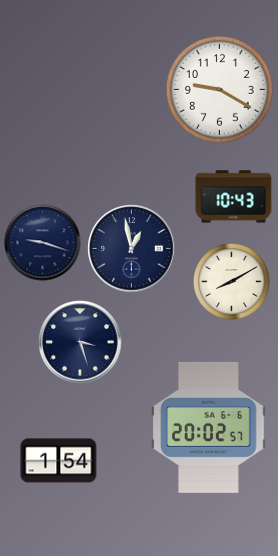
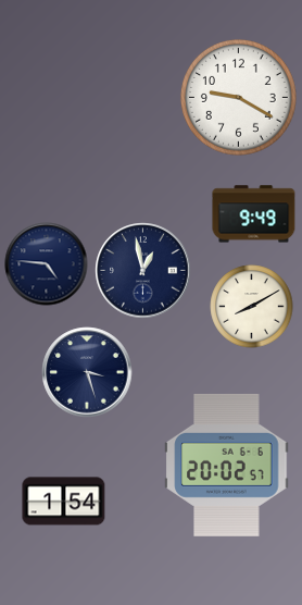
clock at (234, 197): 10:43 -> 9:49
clock at (43, 243): 9:18 -> 4:46
